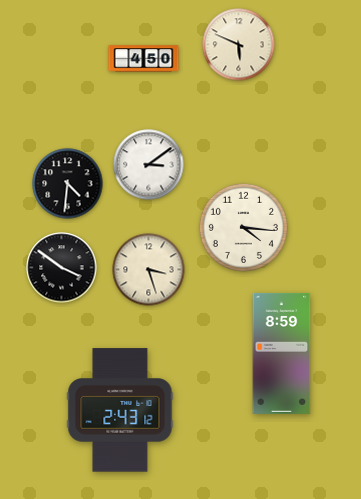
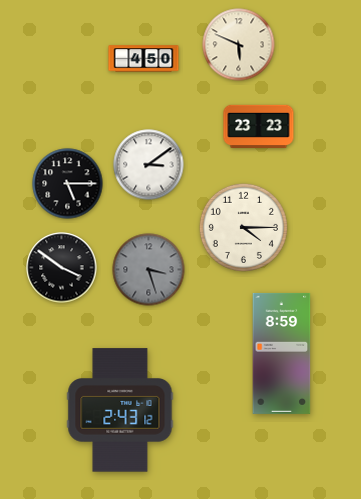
clock at (259, 126): none -> 23:23
clock at (68, 184): 4:31 -> 5:15
clock at (243, 227): 4:16 -> 4:15
clock at (149, 270) dial: cream -> grey
